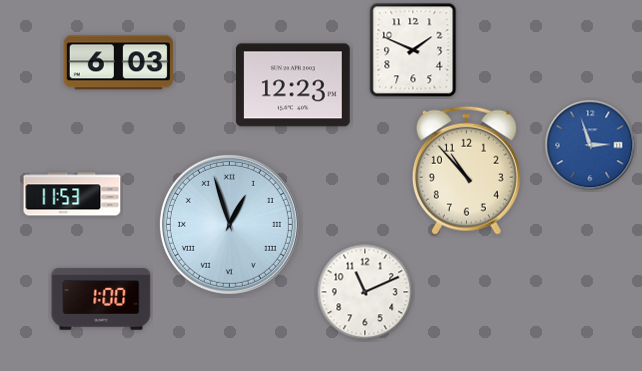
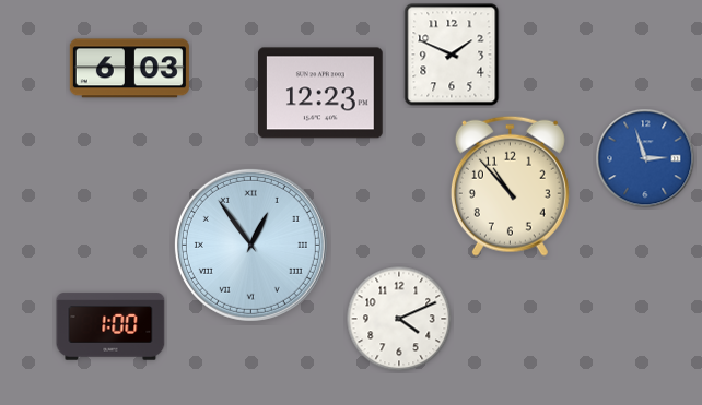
clock at (72, 194): 11:53 -> none
clock at (229, 224): 12:57 -> 12:54
clock at (365, 292): 11:11 -> 4:11
